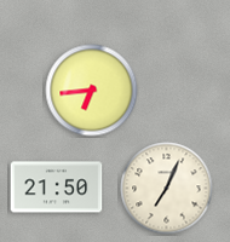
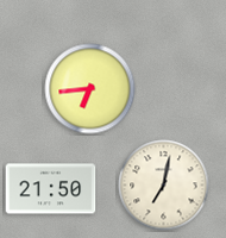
clock at (57, 188) position: (57, 188) -> (51, 189)
clock at (167, 189): 7:04 -> 7:02
